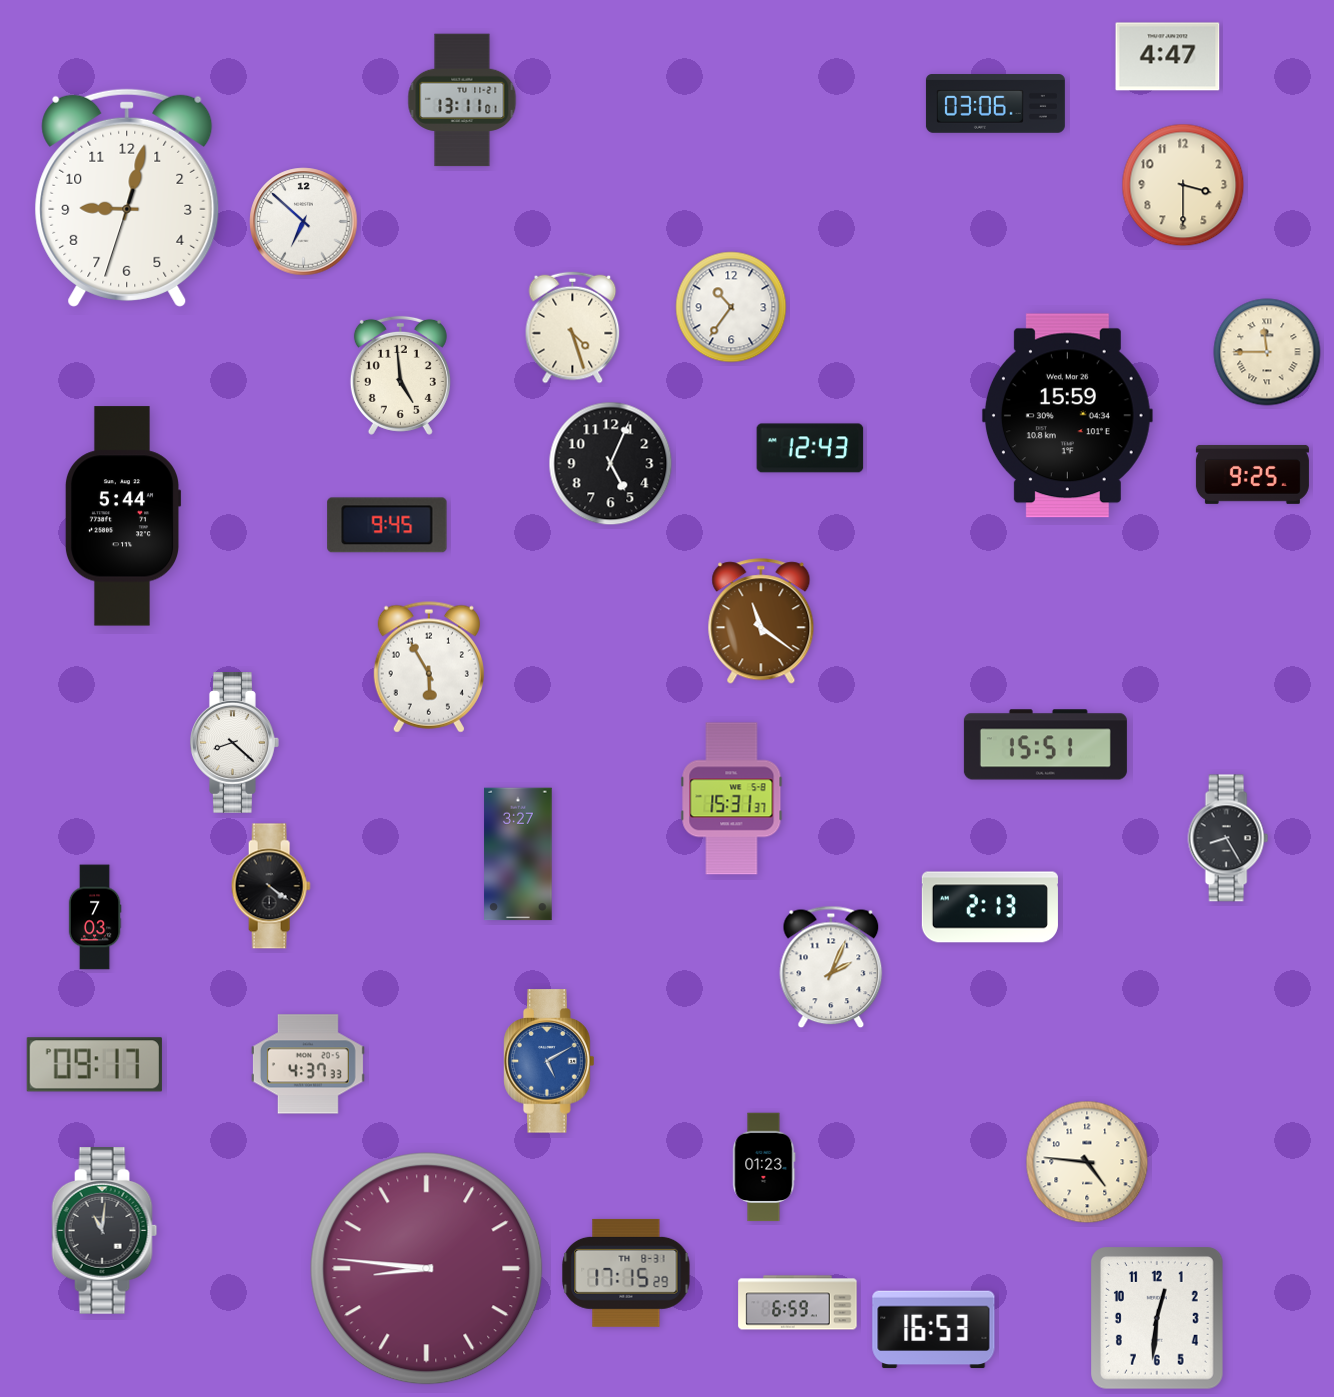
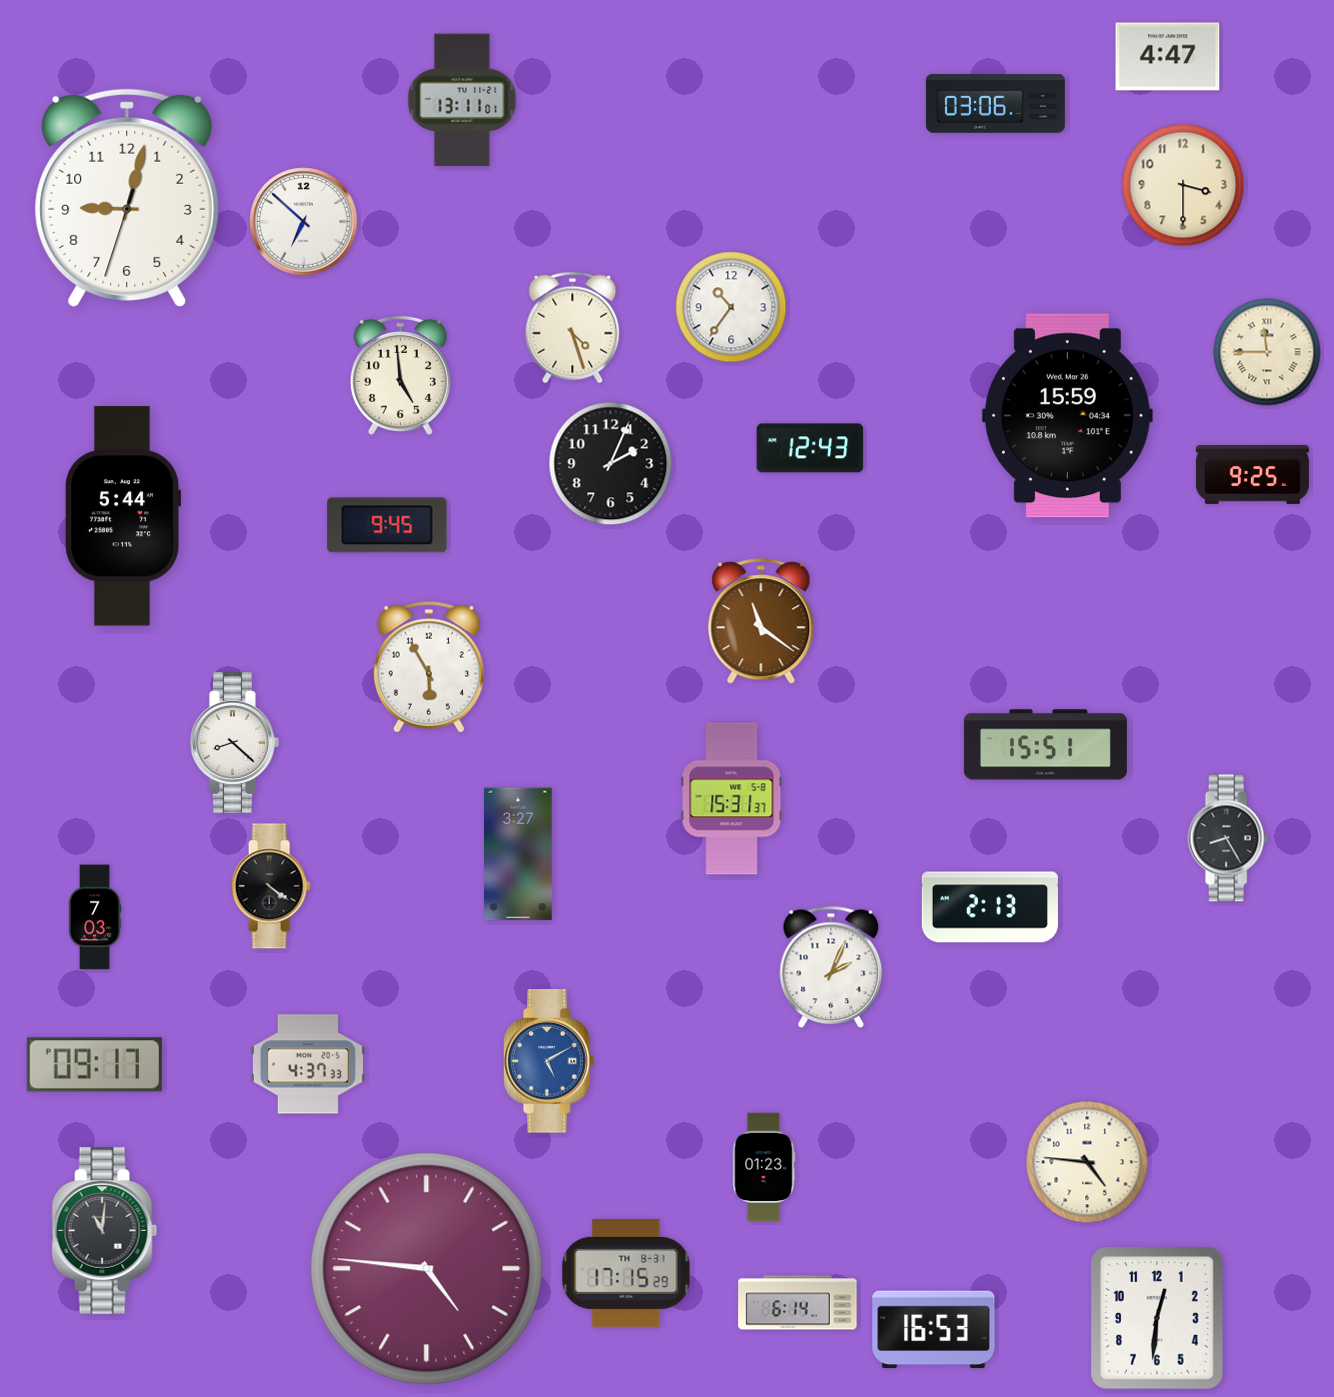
clock at (611, 464): 5:04 -> 2:04
clock at (427, 1269): 8:46 -> 4:46
clock at (798, 1303): 6:59 -> 6:14
